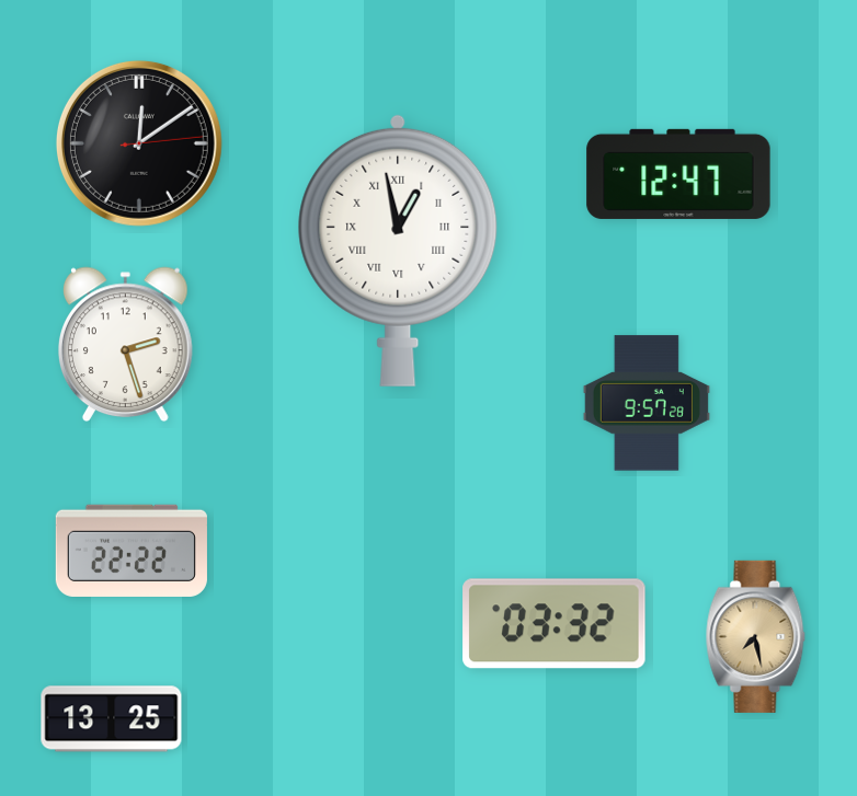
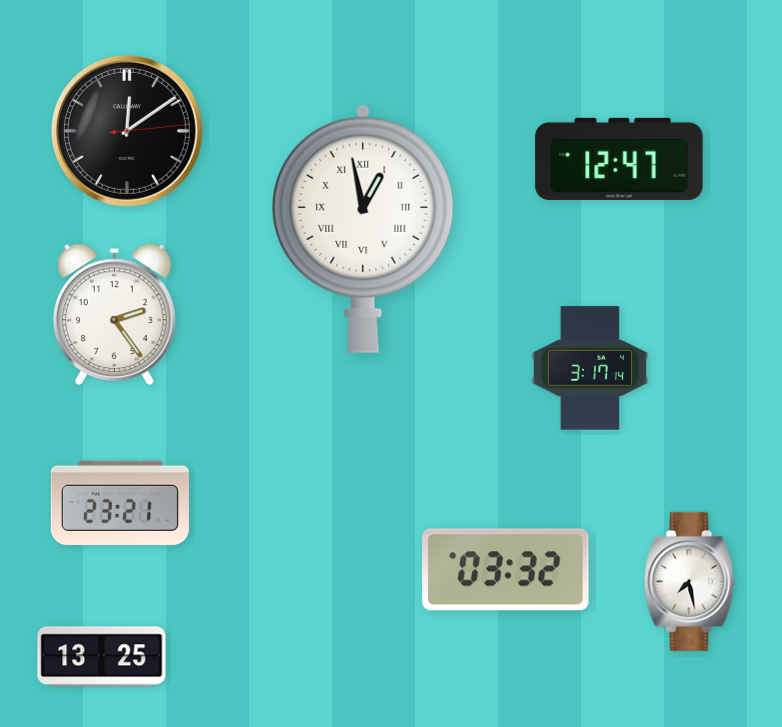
clock at (126, 345): 2:27 -> 2:24
clock at (647, 403): 9:57 -> 3:17
clock at (132, 551): 22:22 -> 23:21
clock at (756, 636) dial: champagne -> white
